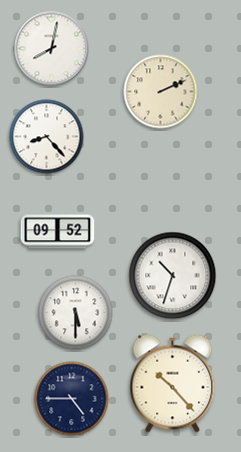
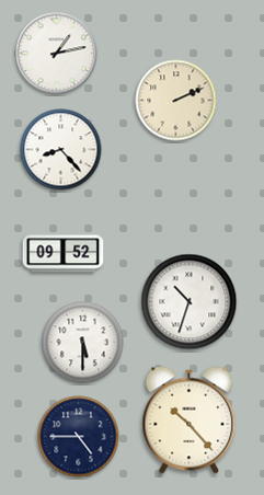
clock at (52, 49): 8:02 -> 1:13
clock at (47, 137) position: (47, 137) -> (61, 150)
